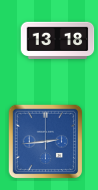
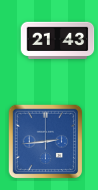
clock at (58, 40): 13:18 -> 21:43
